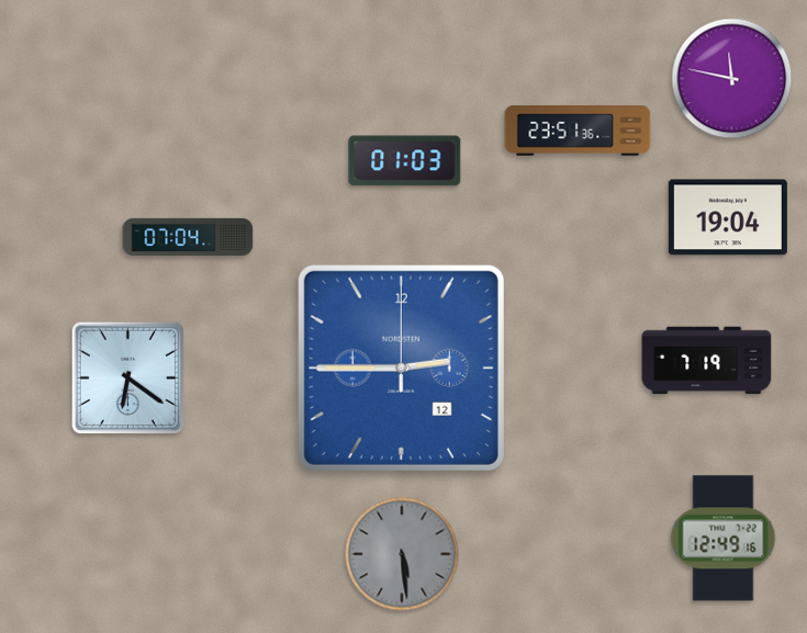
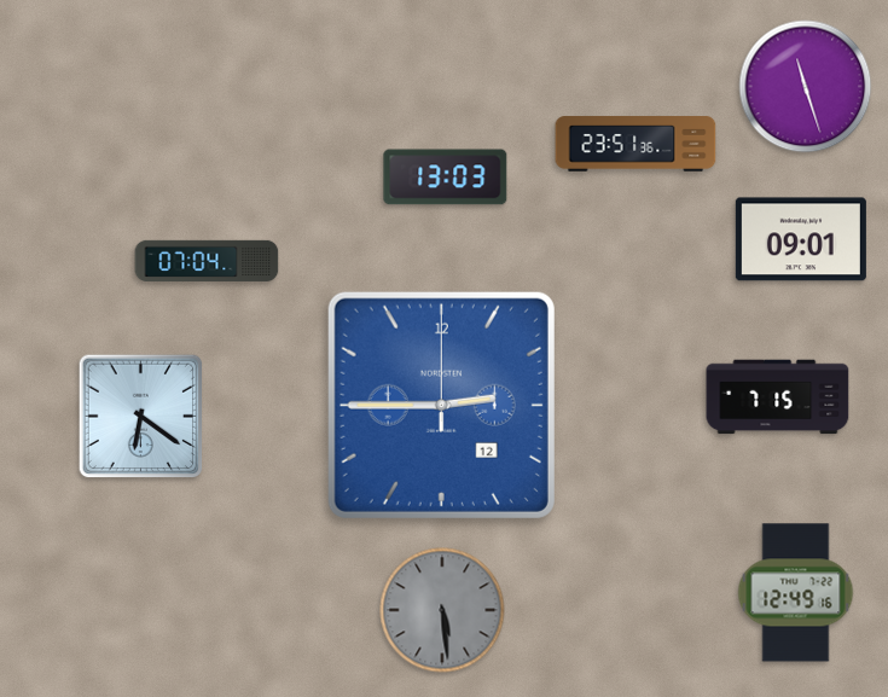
clock at (732, 79): 11:47 -> 11:27
clock at (405, 161): 01:03 -> 13:03
clock at (728, 217): 19:04 -> 09:01
clock at (707, 361): 7:19 -> 7:15
